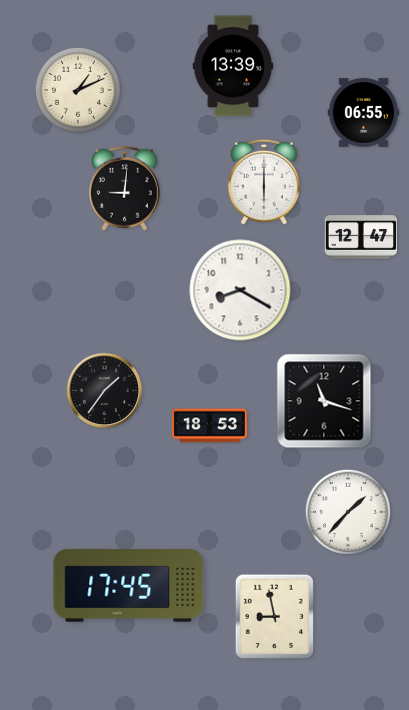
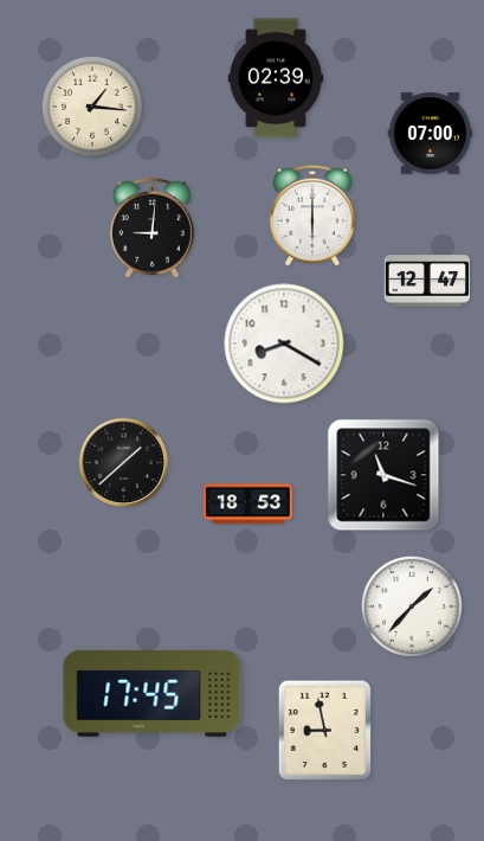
clock at (233, 66): 13:39 -> 02:39
clock at (78, 90): 1:11 -> 1:16
clock at (364, 113): 06:55 -> 07:00
clock at (124, 188) position: (124, 188) -> (151, 227)
clock at (105, 391): 1:36 -> 1:38
